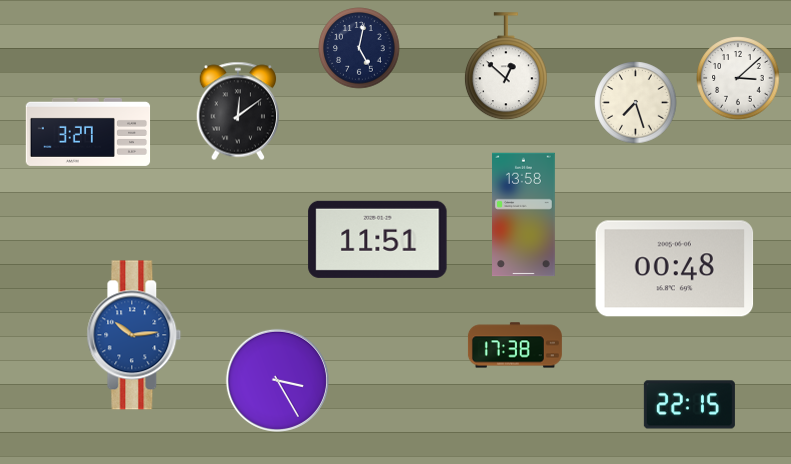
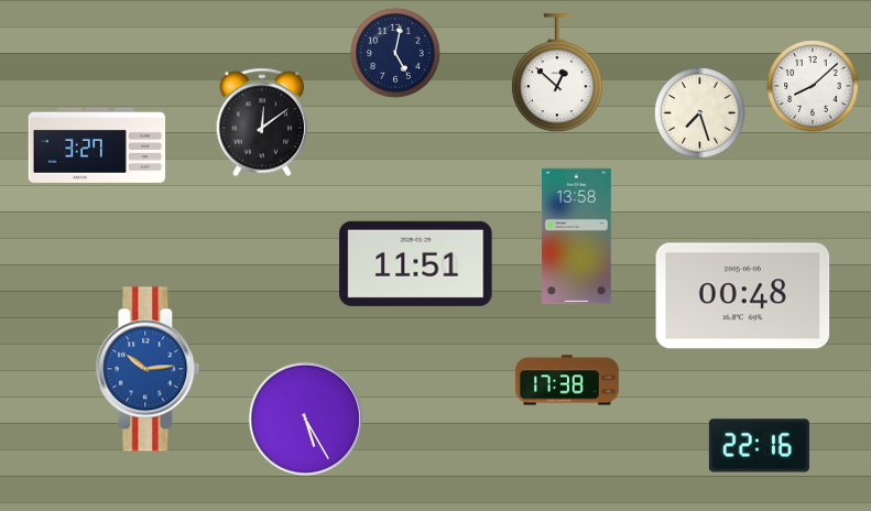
clock at (738, 78): 3:08 -> 8:08
clock at (277, 380): 3:25 -> 5:25
clock at (689, 405): 22:15 -> 22:16
